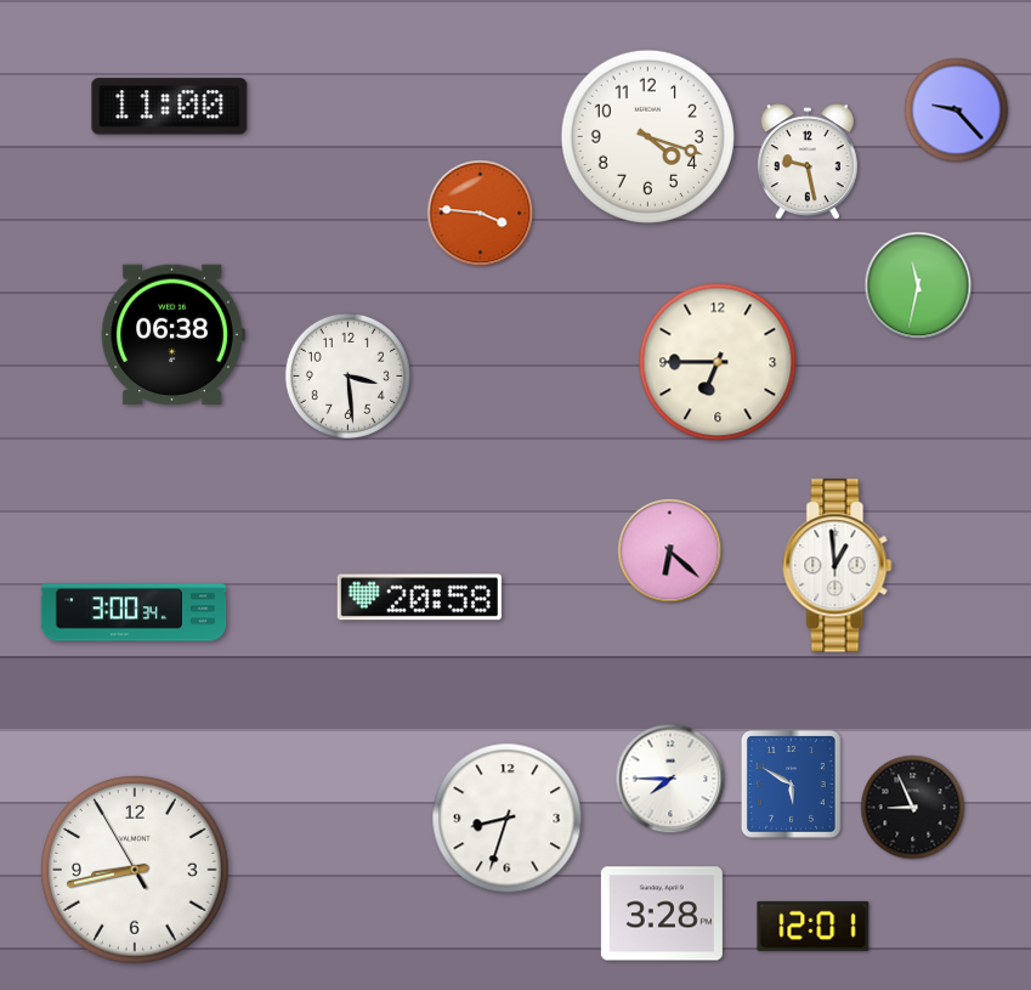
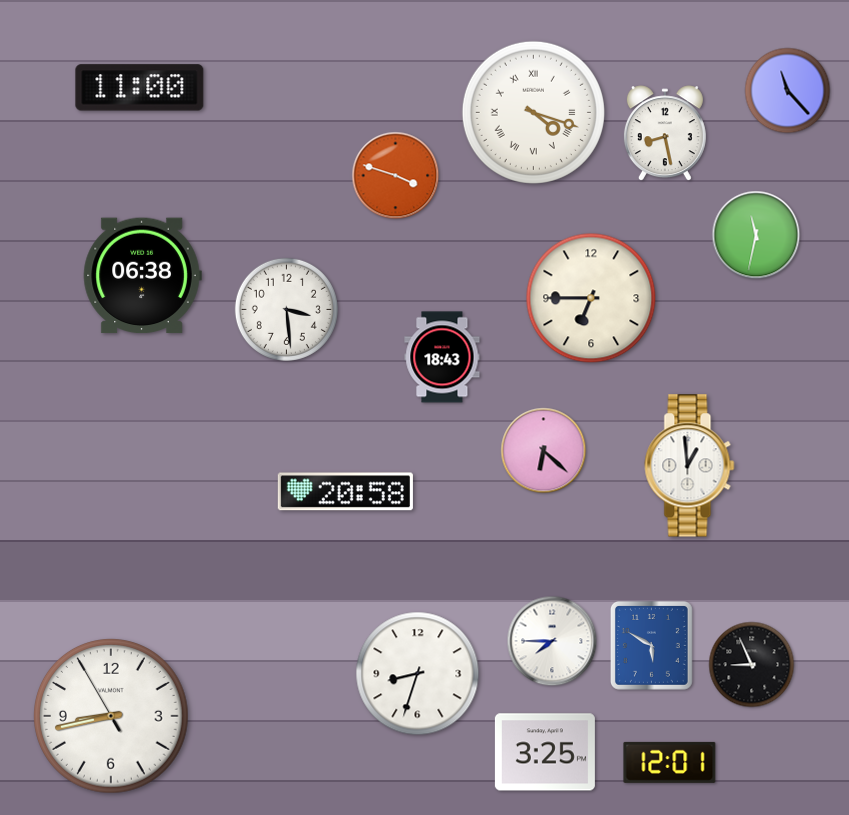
clock at (957, 111): 9:23 -> 11:23
clock at (647, 136) numerals: Arabic -> Roman
clock at (808, 163): 9:28 -> 8:28
clock at (481, 214): 3:46 -> 3:48
clock at (442, 357): none -> 18:43
clock at (670, 551) position: (670, 551) -> (544, 451)
clock at (134, 612): 3:00 -> none
clock at (662, 913): 3:28 -> 3:25
